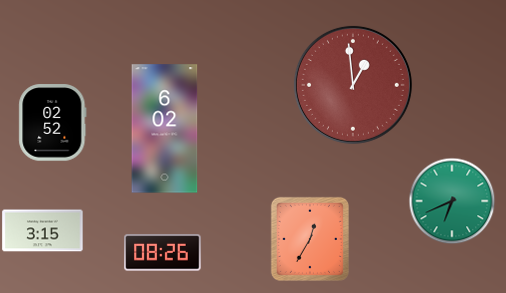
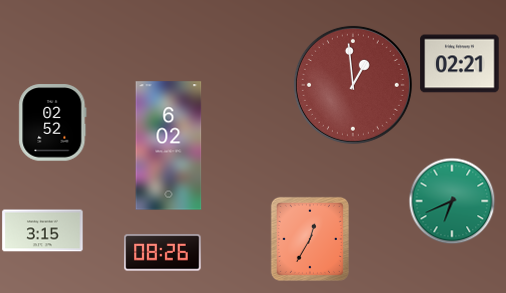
clock at (460, 64): none -> 02:21
clock at (165, 129) position: (165, 129) -> (169, 146)
